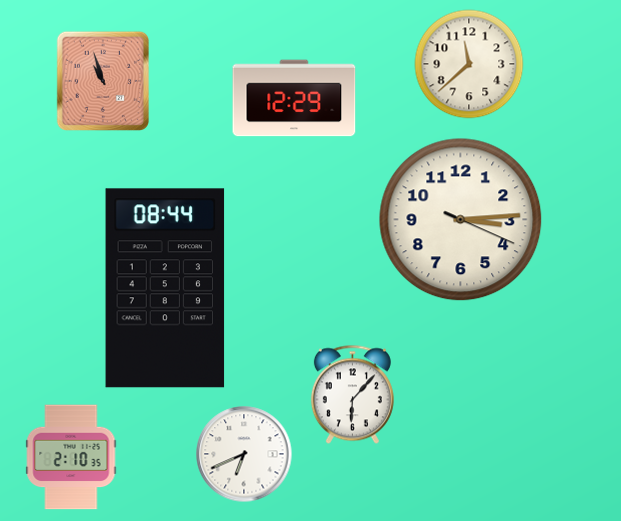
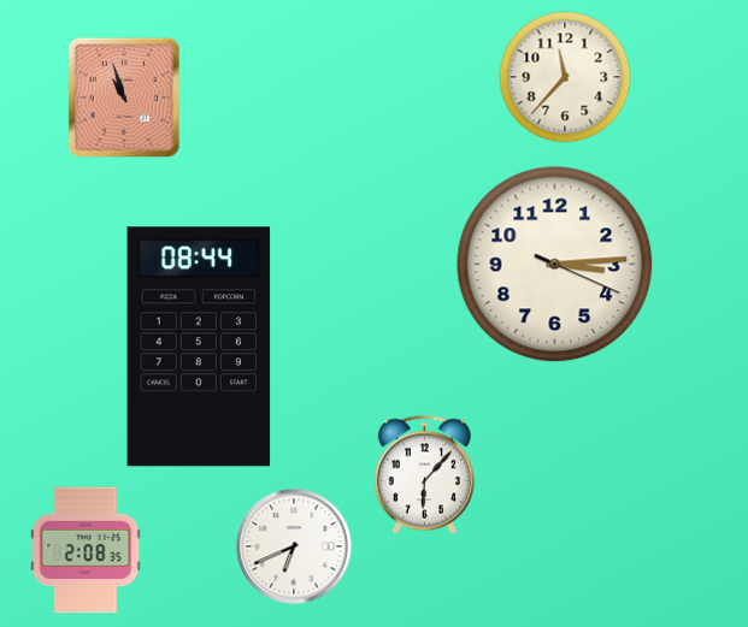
clock at (469, 64): 11:38 -> 11:37
clock at (294, 98): 12:29 -> none
clock at (71, 457): 2:10 -> 2:08
